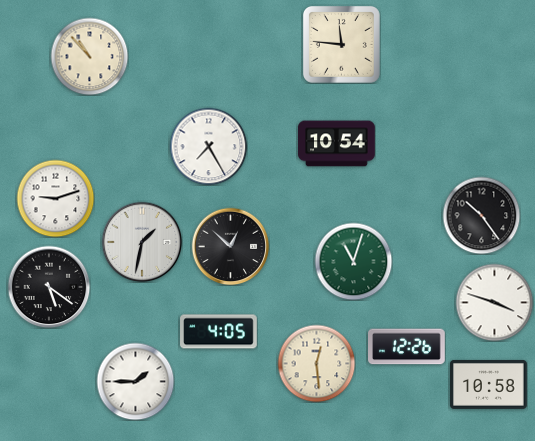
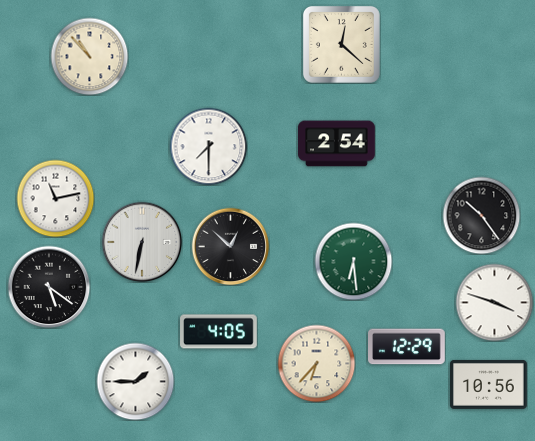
clock at (341, 44): 11:46 -> 12:22
clock at (337, 144): 10:54 -> 2:54
clock at (208, 146): 7:25 -> 7:30
clock at (55, 198): 9:12 -> 11:13
clock at (142, 242): 1:32 -> 6:32
clock at (353, 261): 11:03 -> 6:29
clock at (407, 347): 12:26 -> 12:29
clock at (316, 363): 12:29 -> 6:37
clock at (489, 384): 10:58 -> 10:56
